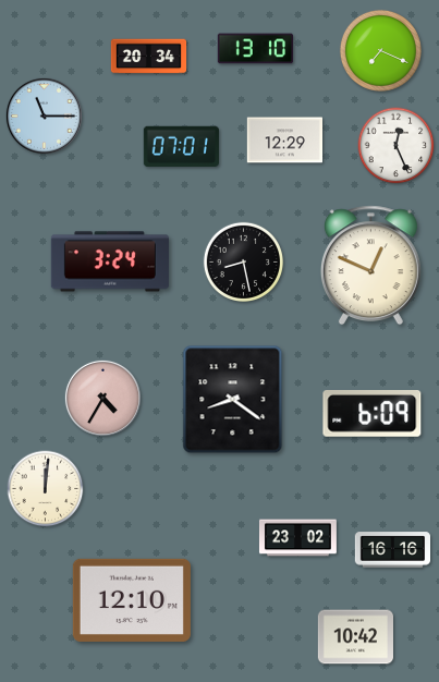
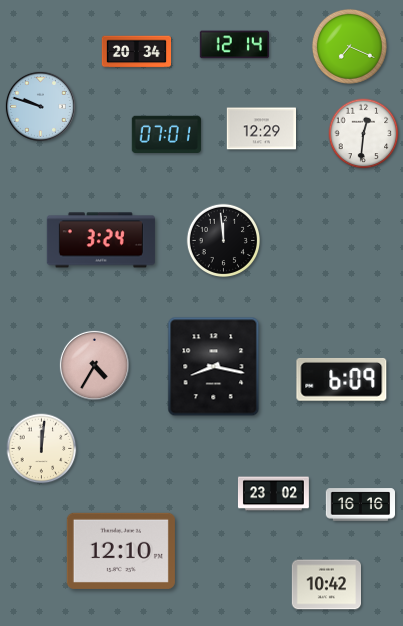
clock at (255, 49): 13:10 -> 12:14
clock at (44, 115): 11:15 -> 9:48
clock at (397, 146): 12:26 -> 12:31
clock at (243, 261): 8:28 -> 11:59
clock at (370, 266): 12:49 -> none
clock at (233, 400): 8:21 -> 8:17
